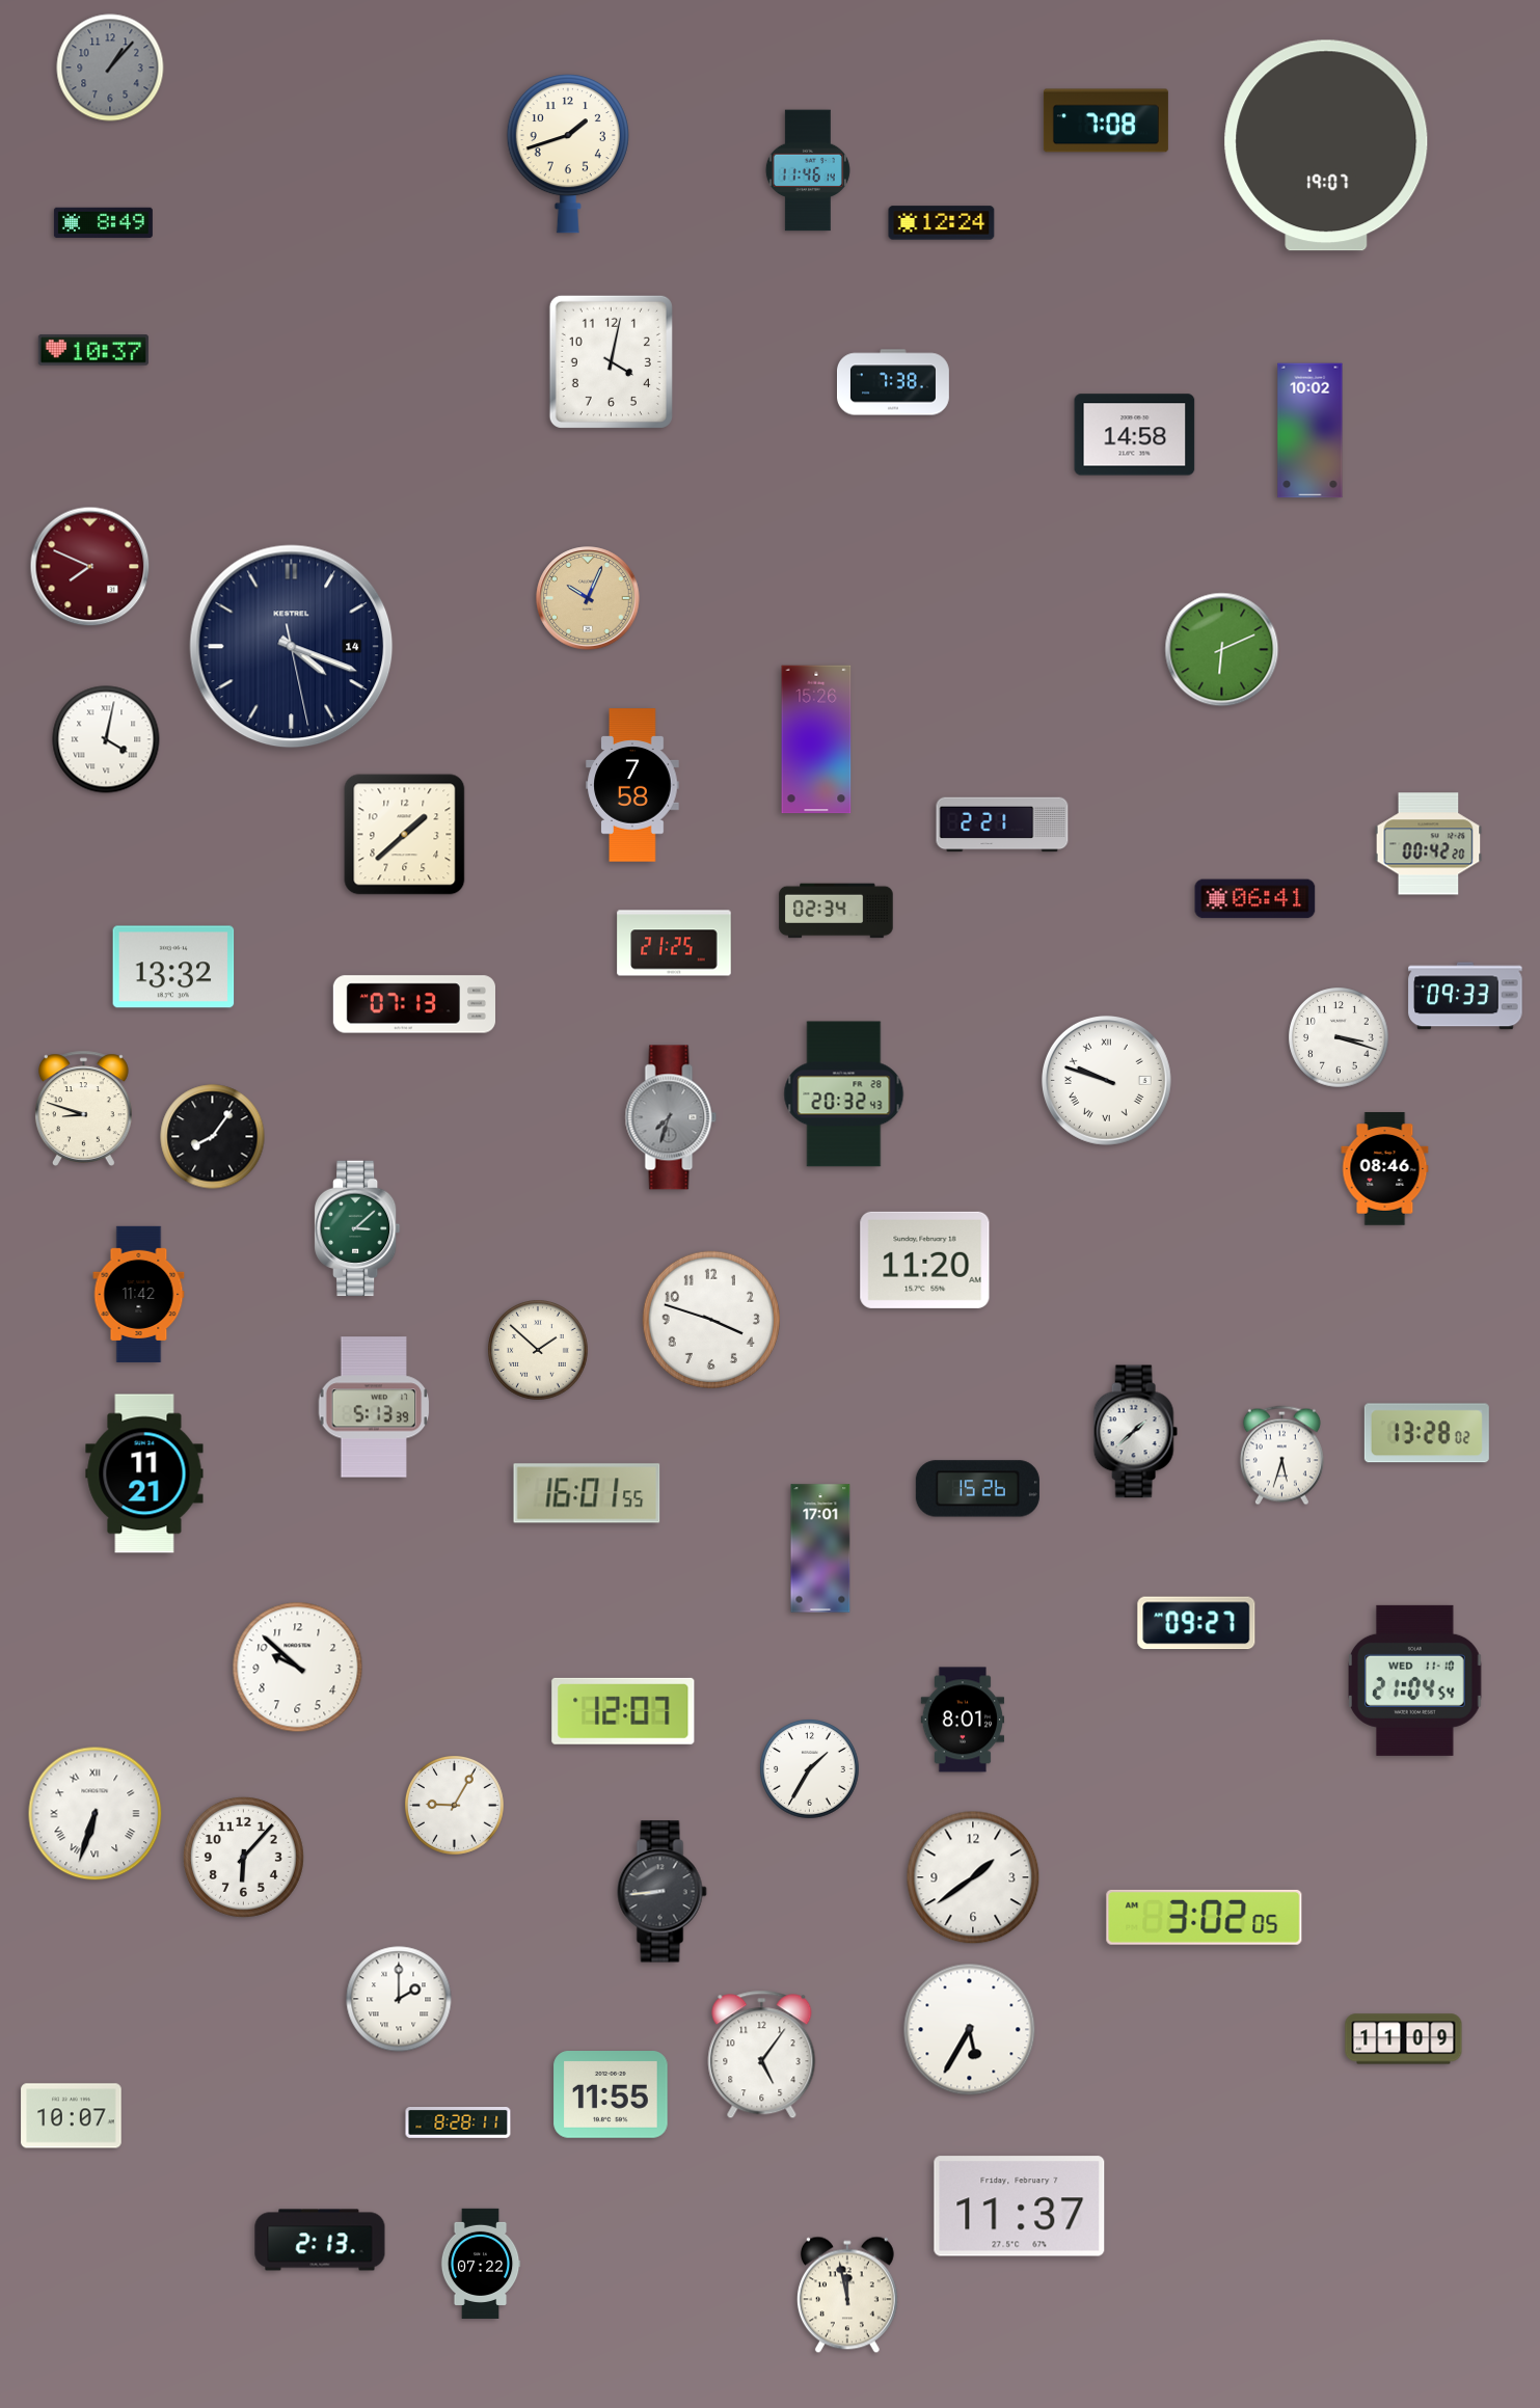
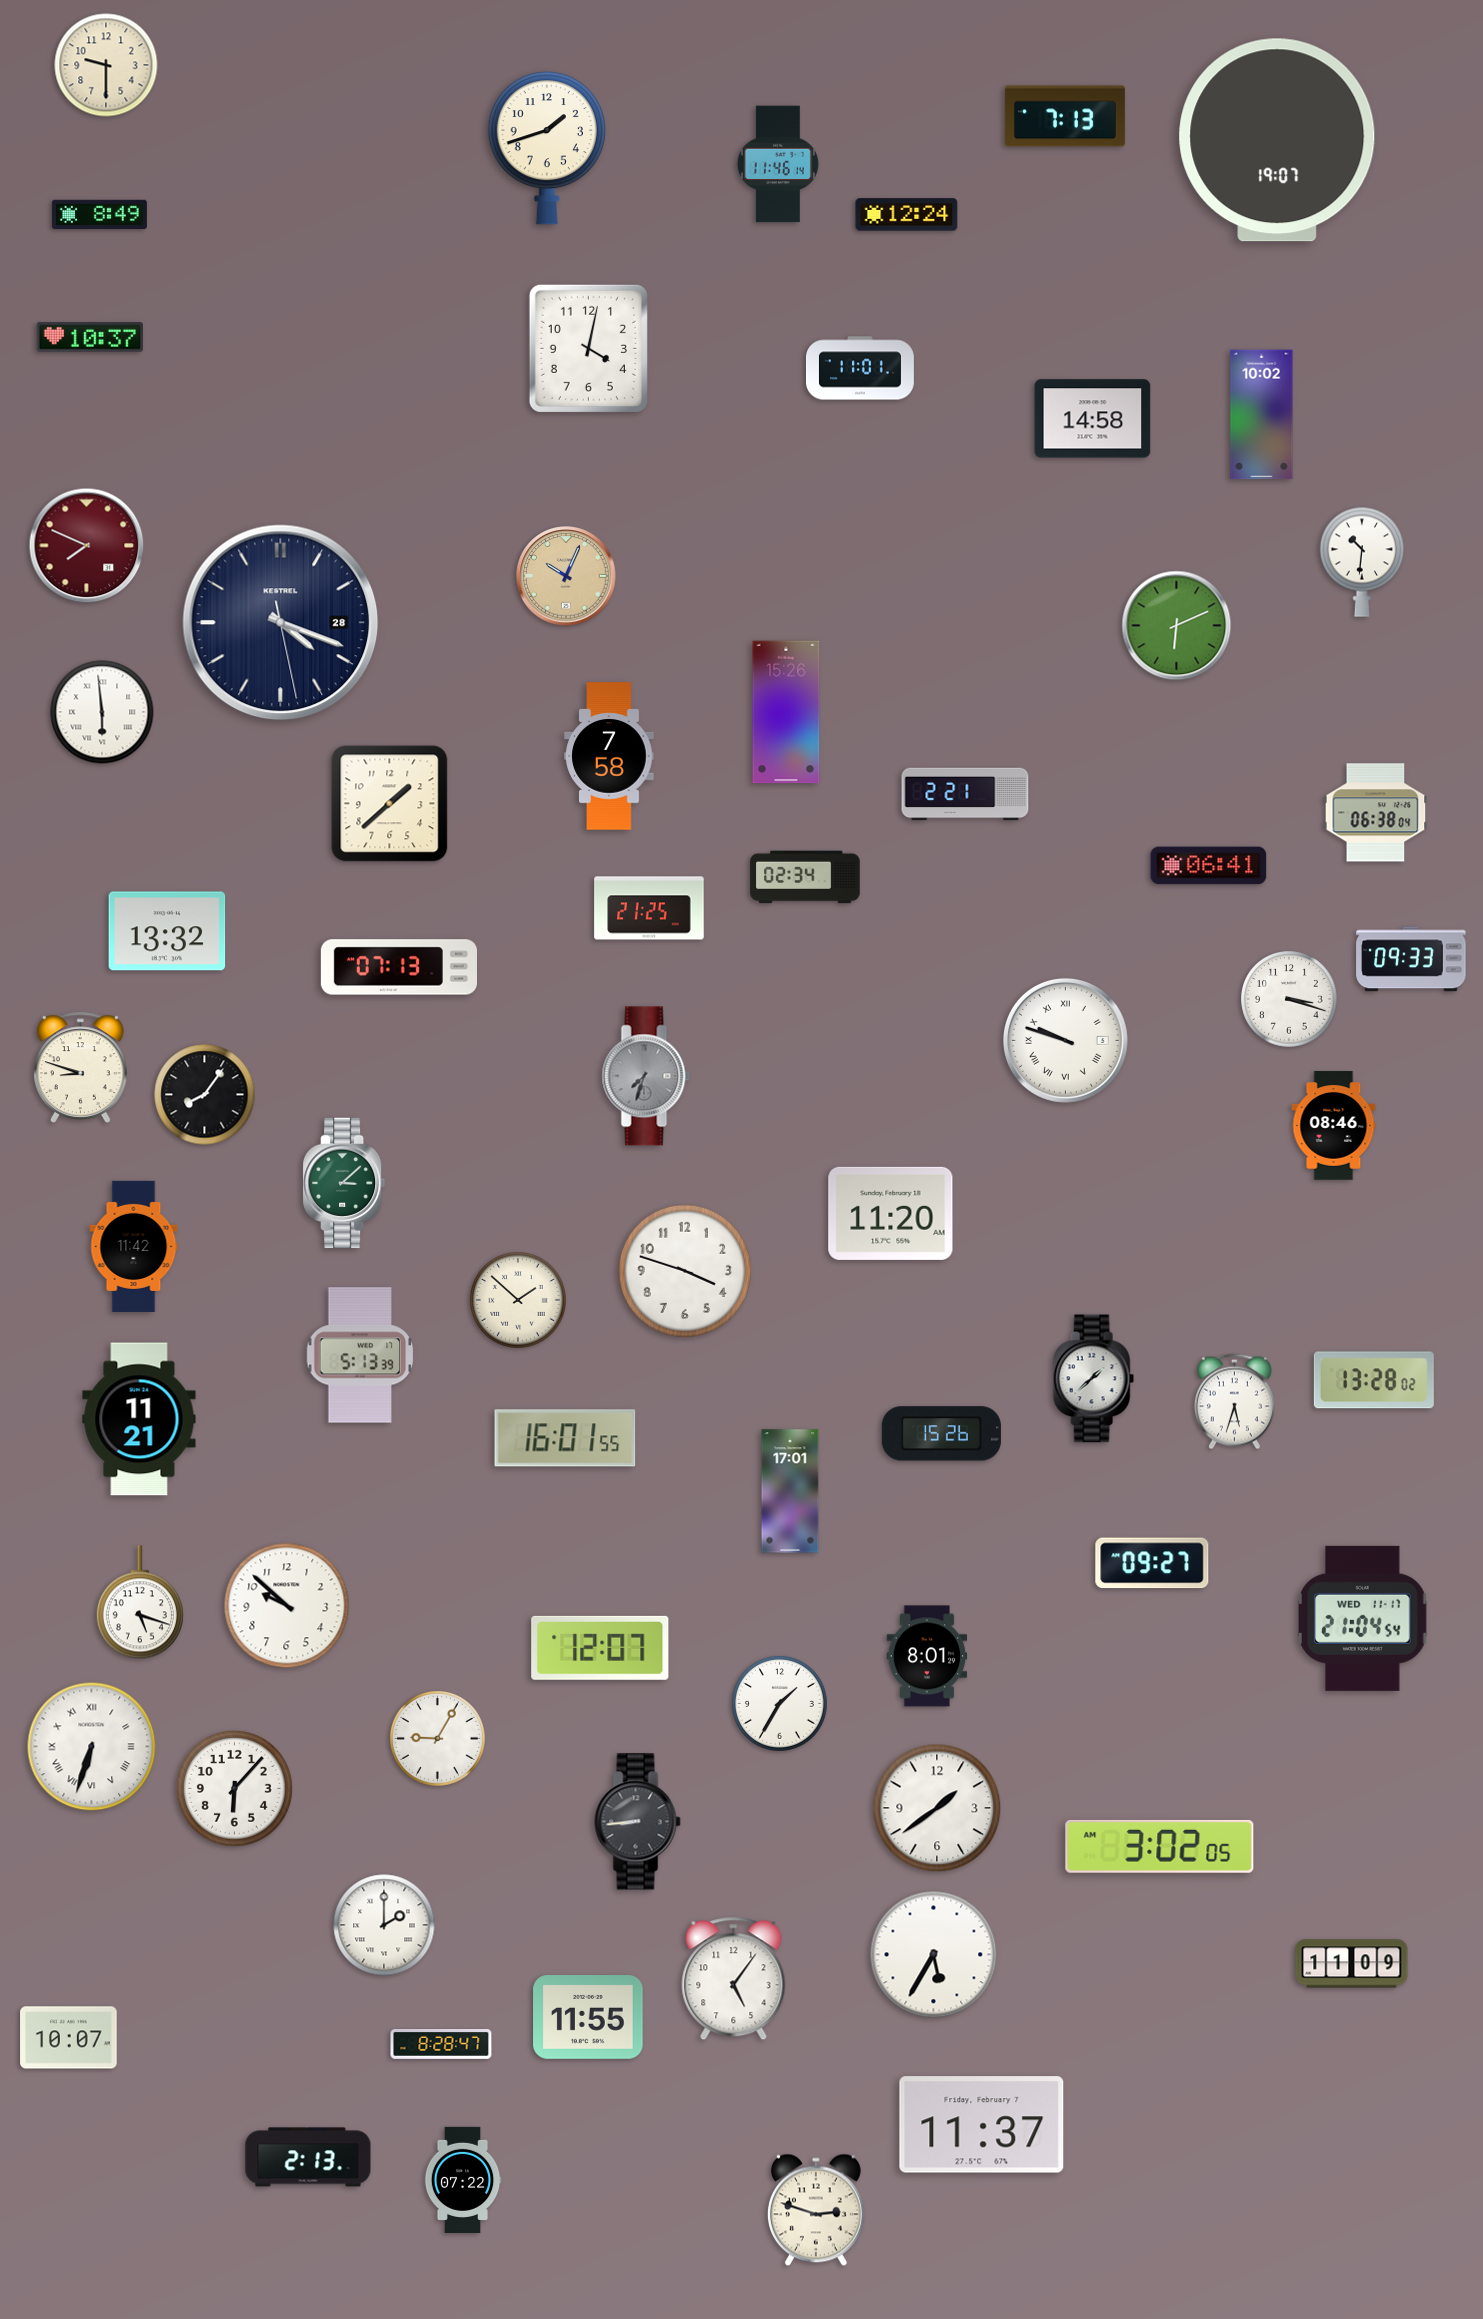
clock at (110, 67): 1:07 -> 9:30
clock at (110, 67) dial: grey -> cream
clock at (1106, 120): 7:08 -> 7:13
clock at (894, 382): 7:38 -> 11:01
clock at (1362, 562): none -> 10:31
clock at (292, 647) date: 14 -> 28
clock at (106, 739): 4:02 -> 5:59
clock at (1429, 844): 00:42 -> 06:38
clock at (844, 1094): 20:32 -> none
clock at (140, 1602): none -> 5:18
clock at (1415, 1680) date: WED 11-10 -> WED 11-17
clock at (458, 2123): 8:28:11 -> 8:28:47
clock at (847, 2295): 11:58 -> 2:48
